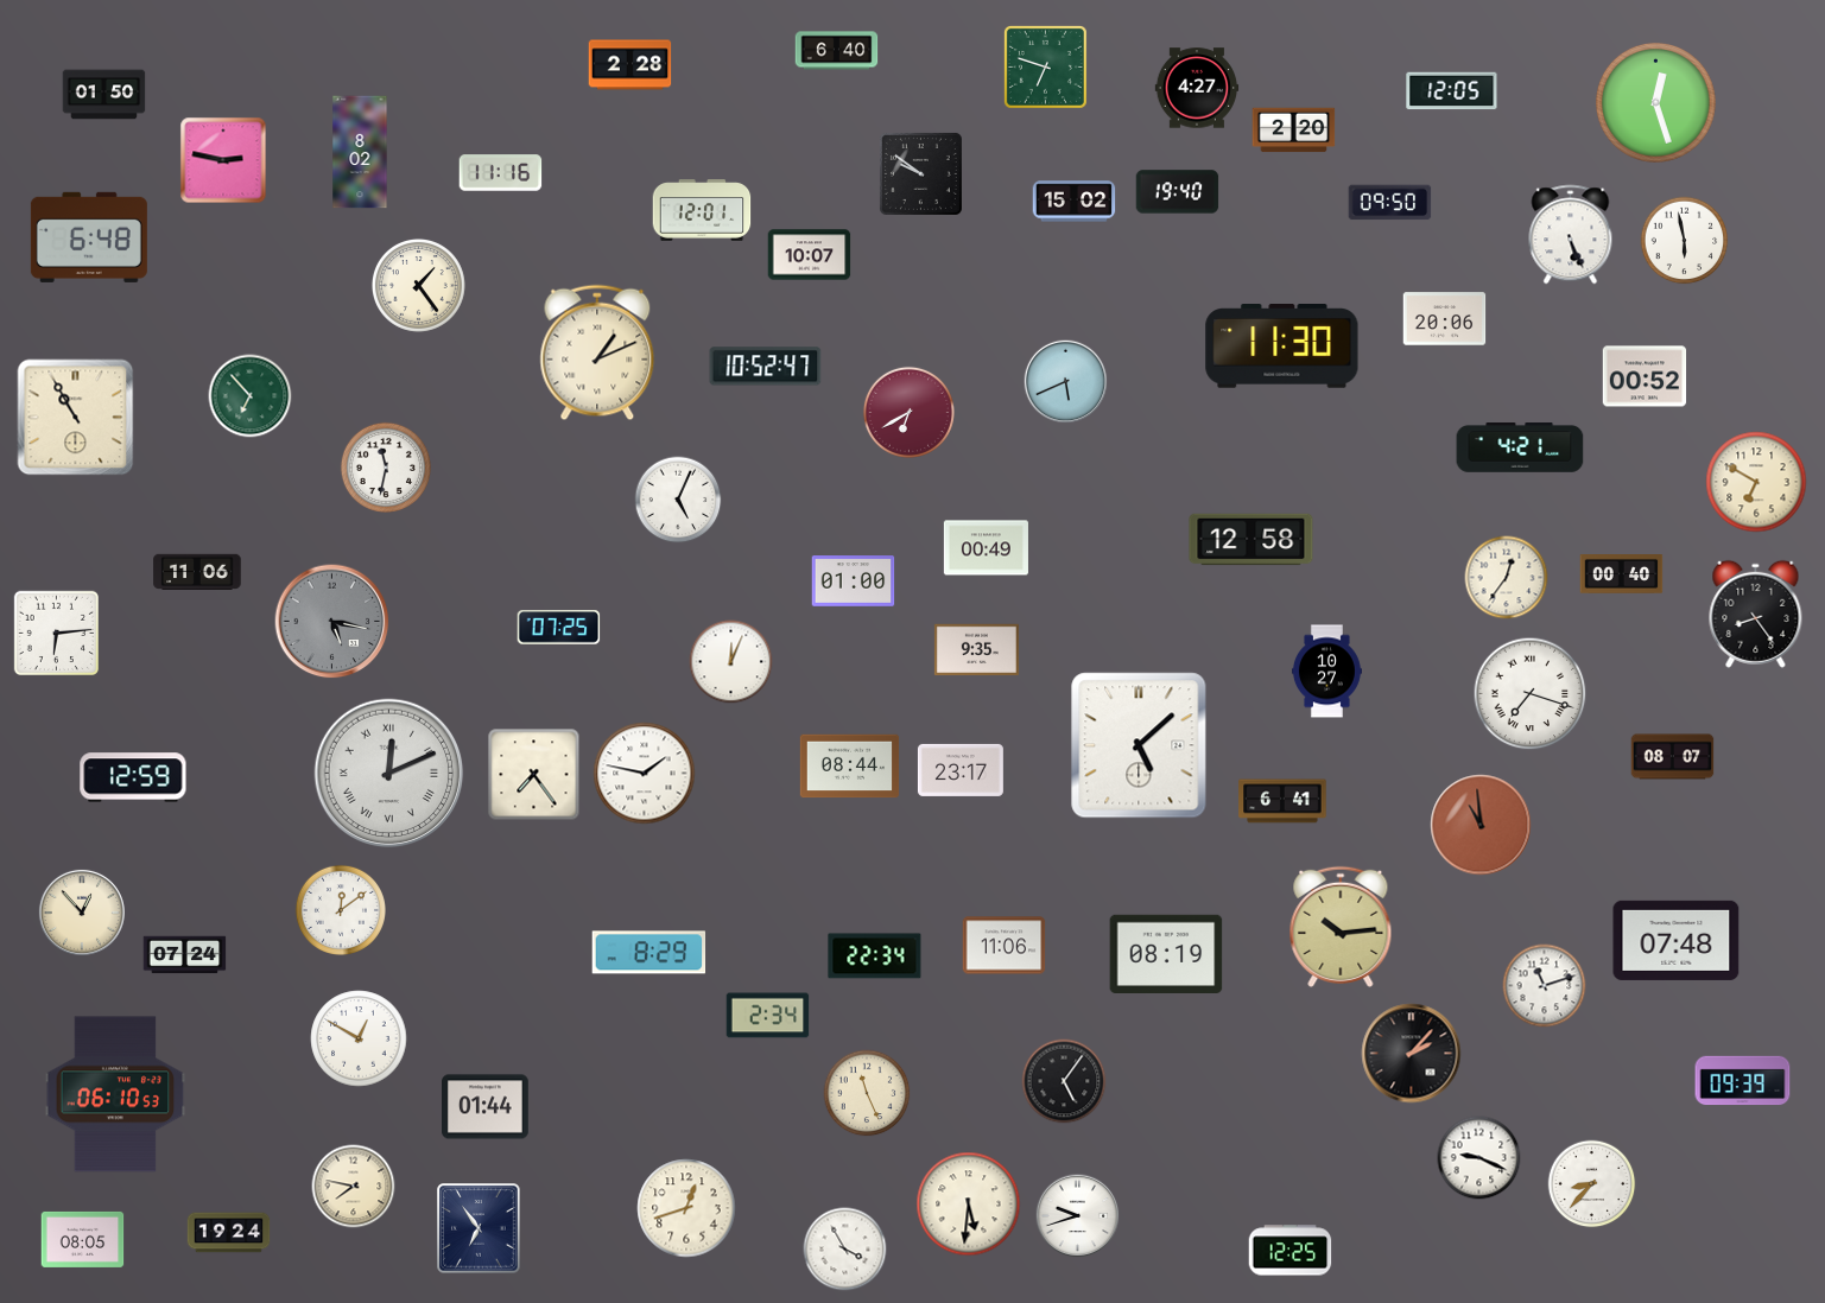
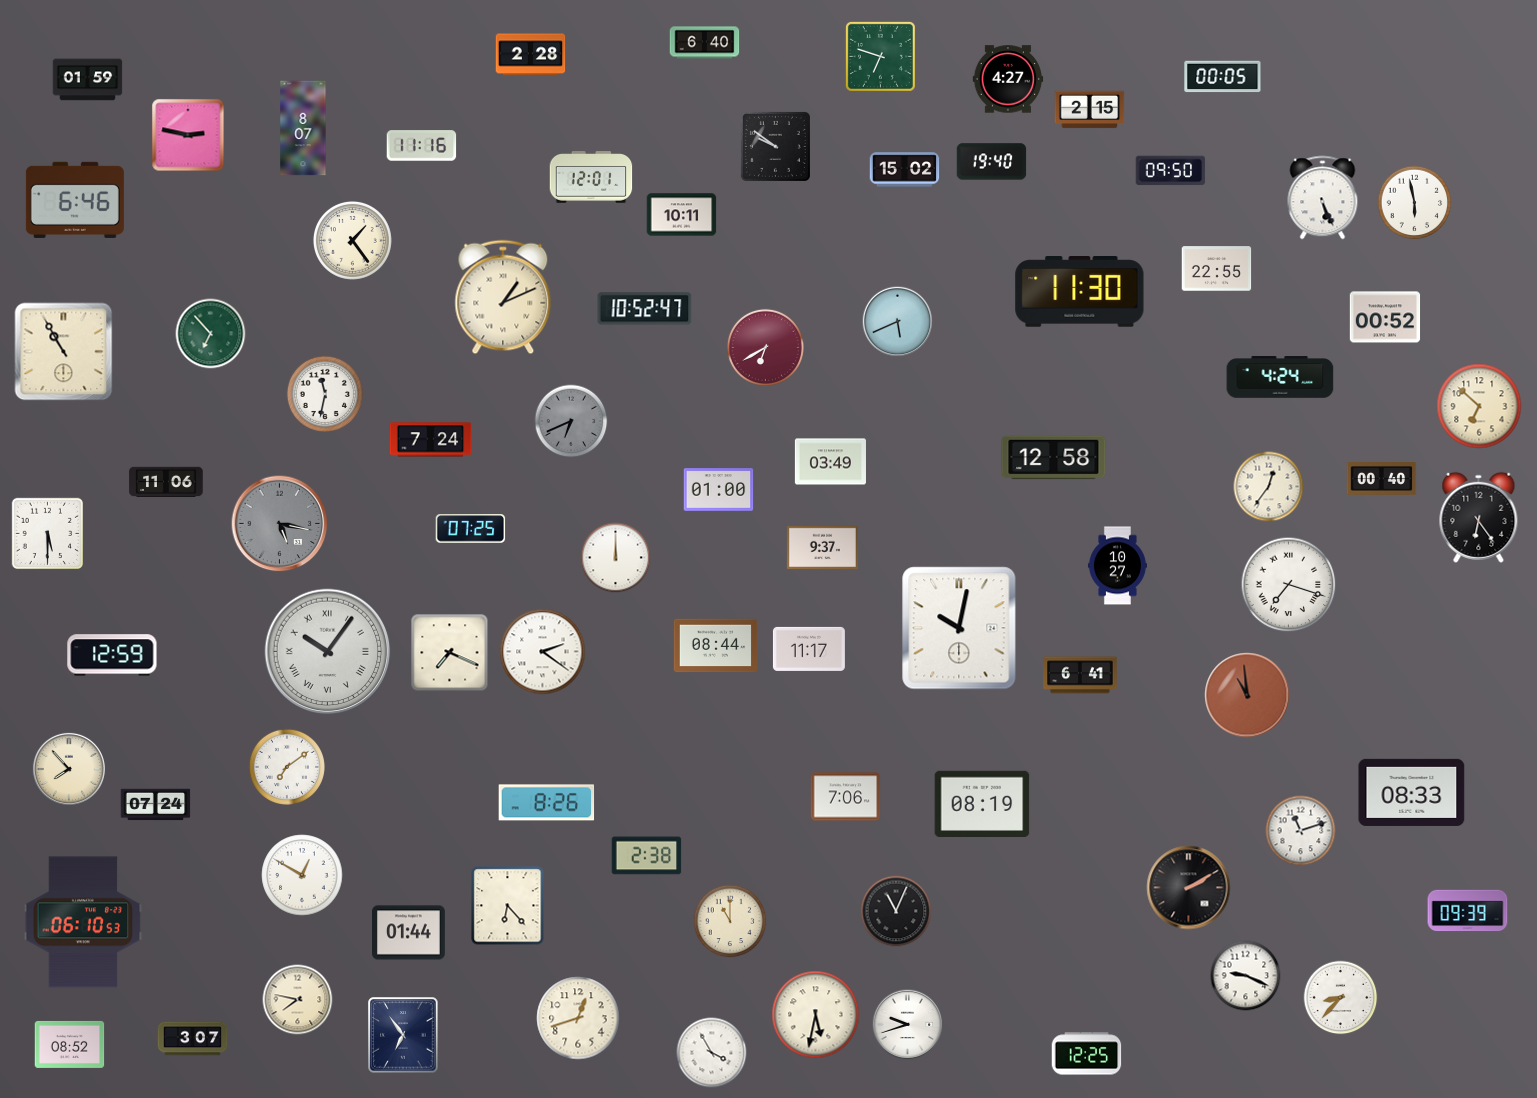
clock at (1197, 88) position: (1197, 88) -> (1008, 79)
clock at (1452, 91): 12:05 -> 00:05
clock at (104, 95): 01:50 -> 01:59
clock at (1656, 103): 12:27 -> none
clock at (1294, 131): 2:20 -> 2:15
clock at (360, 152): 8:02 -> 8:07
clock at (89, 237): 6:48 -> 6:46
clock at (1685, 241) position: (1685, 241) -> (1415, 203)
clock at (810, 255): 10:07 -> 10:11
clock at (1445, 319): 20:06 -> 22:55
clock at (1520, 447): 4:21 -> 4:24
clock at (1756, 482): 6:50 -> 6:52
clock at (678, 500): 5:04 -> 6:41
clock at (678, 500) dial: white -> grey
clock at (431, 440): none -> 7:24
clock at (1251, 540) position: (1251, 540) -> (1054, 458)
clock at (986, 548): 00:49 -> 03:49
clock at (1622, 574) position: (1622, 574) -> (1382, 479)
clock at (1756, 614): 8:24 -> 6:24
clock at (56, 633): 6:14 -> 5:30
clock at (976, 650): 9:35 -> 9:37
clock at (731, 662): 12:04 -> 12:00
clock at (1139, 745): 5:08 -> 10:02
clock at (1673, 757): 08:07 -> none
clock at (961, 770): 23:17 -> 11:17
clock at (389, 774): 12:11 -> 10:06
clock at (645, 774): 1:47 -> 2:21
clock at (534, 775): 7:24 -> 7:19
clock at (341, 910): 12:09 -> 7:09
clock at (82, 913): 12:53 -> 7:53
clock at (1341, 927): 10:14 -> none
clock at (1677, 940): 07:48 -> 08:33
clock at (1005, 946): 11:06 -> 7:06
clock at (649, 953): 8:29 -> 8:26
clock at (875, 956): 22:34 -> none
clock at (768, 1016): 2:34 -> 2:38
clock at (1412, 1054): 2:07 -> 2:10
clock at (508, 906): none -> 6:23
clock at (1064, 1081): 5:06 -> 11:04
clock at (867, 1093): 11:26 -> 11:00
clock at (115, 1094) position: (115, 1094) -> (83, 922)
clock at (969, 1205): 5:31 -> 5:32
clock at (229, 1233): 19:24 -> 3:07
clock at (83, 1239): 08:05 -> 08:52
